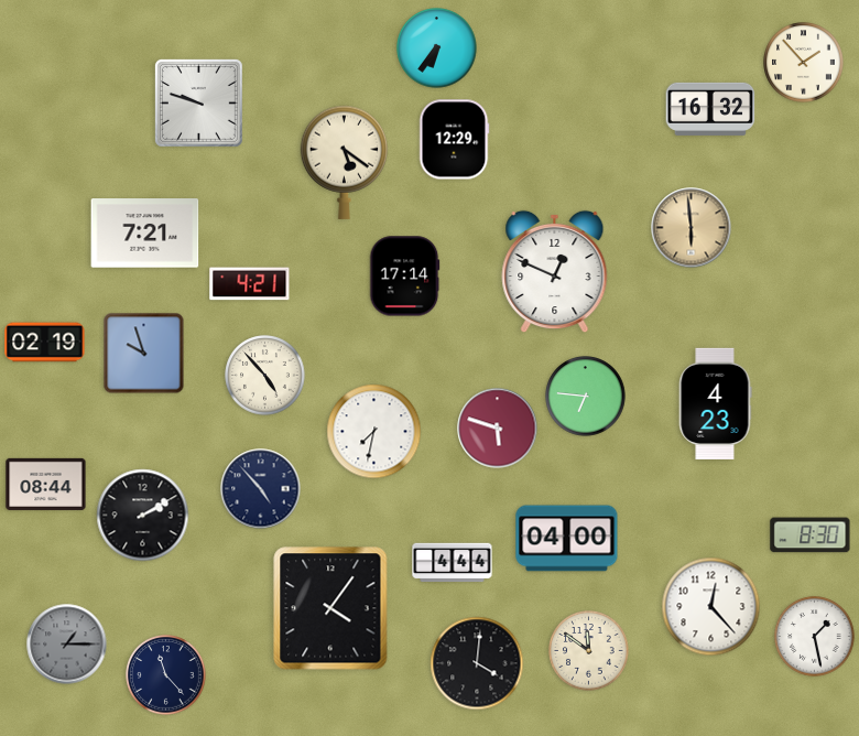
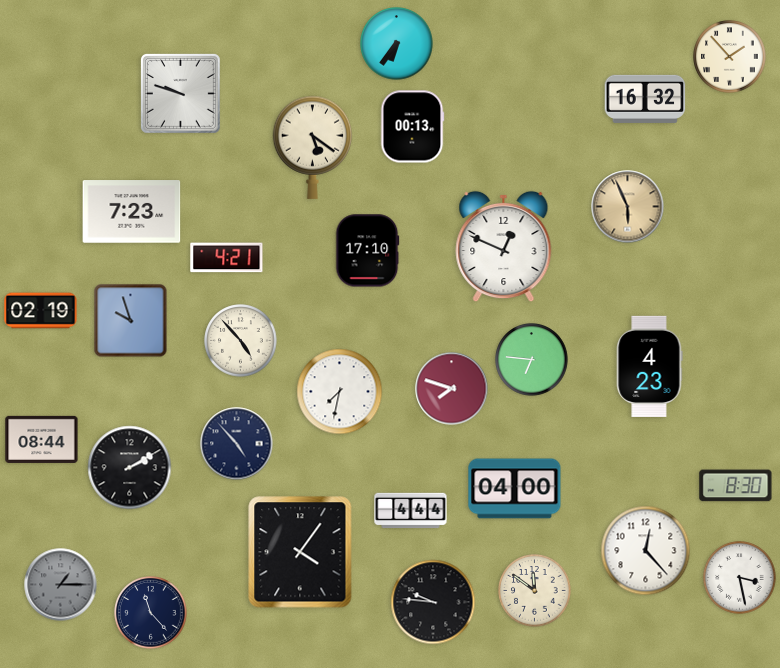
clock at (454, 140): 12:29 -> 00:13
clock at (692, 228): 5:59 -> 5:56
clock at (145, 234): 7:21 -> 7:23
clock at (404, 277): 17:14 -> 17:10
clock at (498, 429): 5:48 -> 7:48
clock at (815, 637): 1:28 -> 3:28
clock at (477, 663): 4:01 -> 9:46
